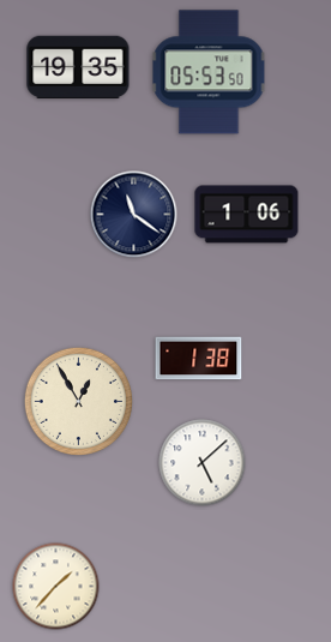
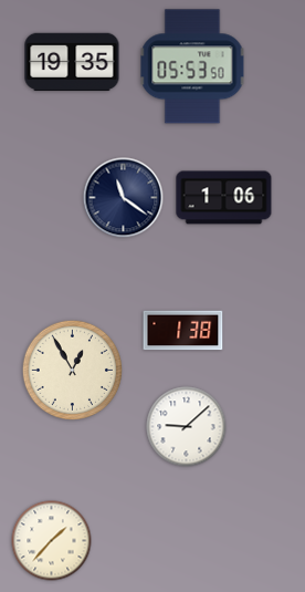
clock at (247, 215) position: (247, 215) -> (224, 198)
clock at (203, 463): 5:08 -> 9:08
